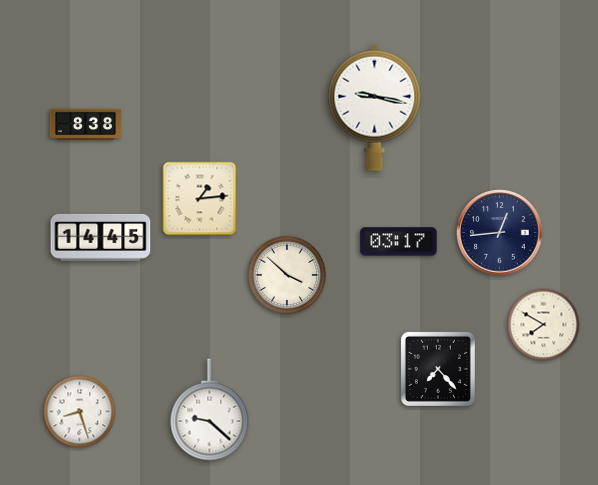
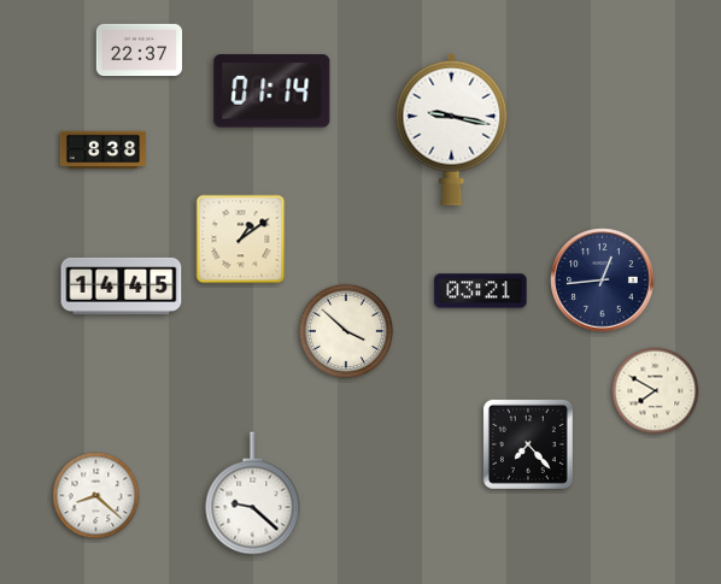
clock at (140, 51): none -> 22:37
clock at (272, 92): none -> 01:14
clock at (200, 199): 1:14 -> 1:09
clock at (399, 242): 03:17 -> 03:21
clock at (80, 412): 8:27 -> 8:22
